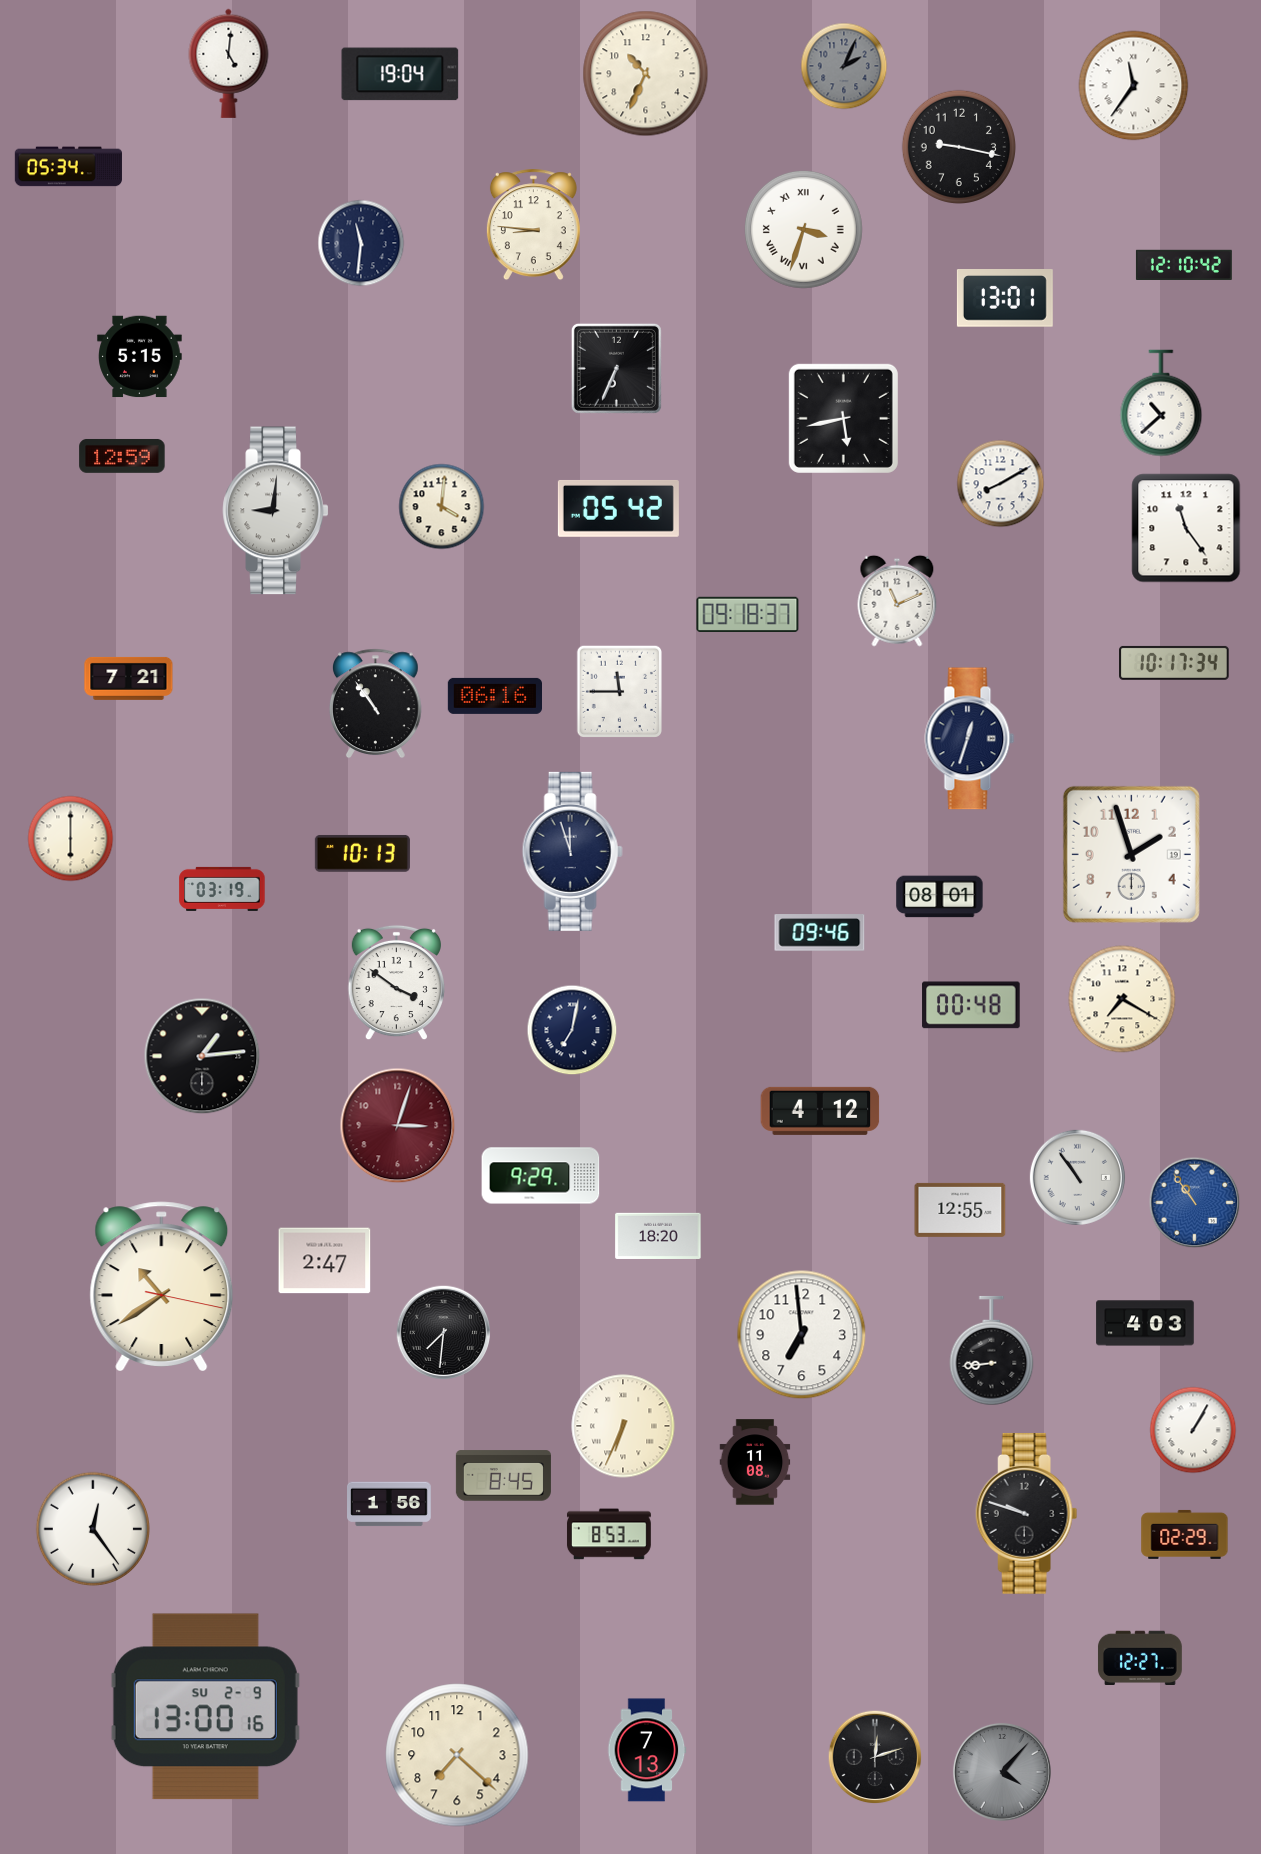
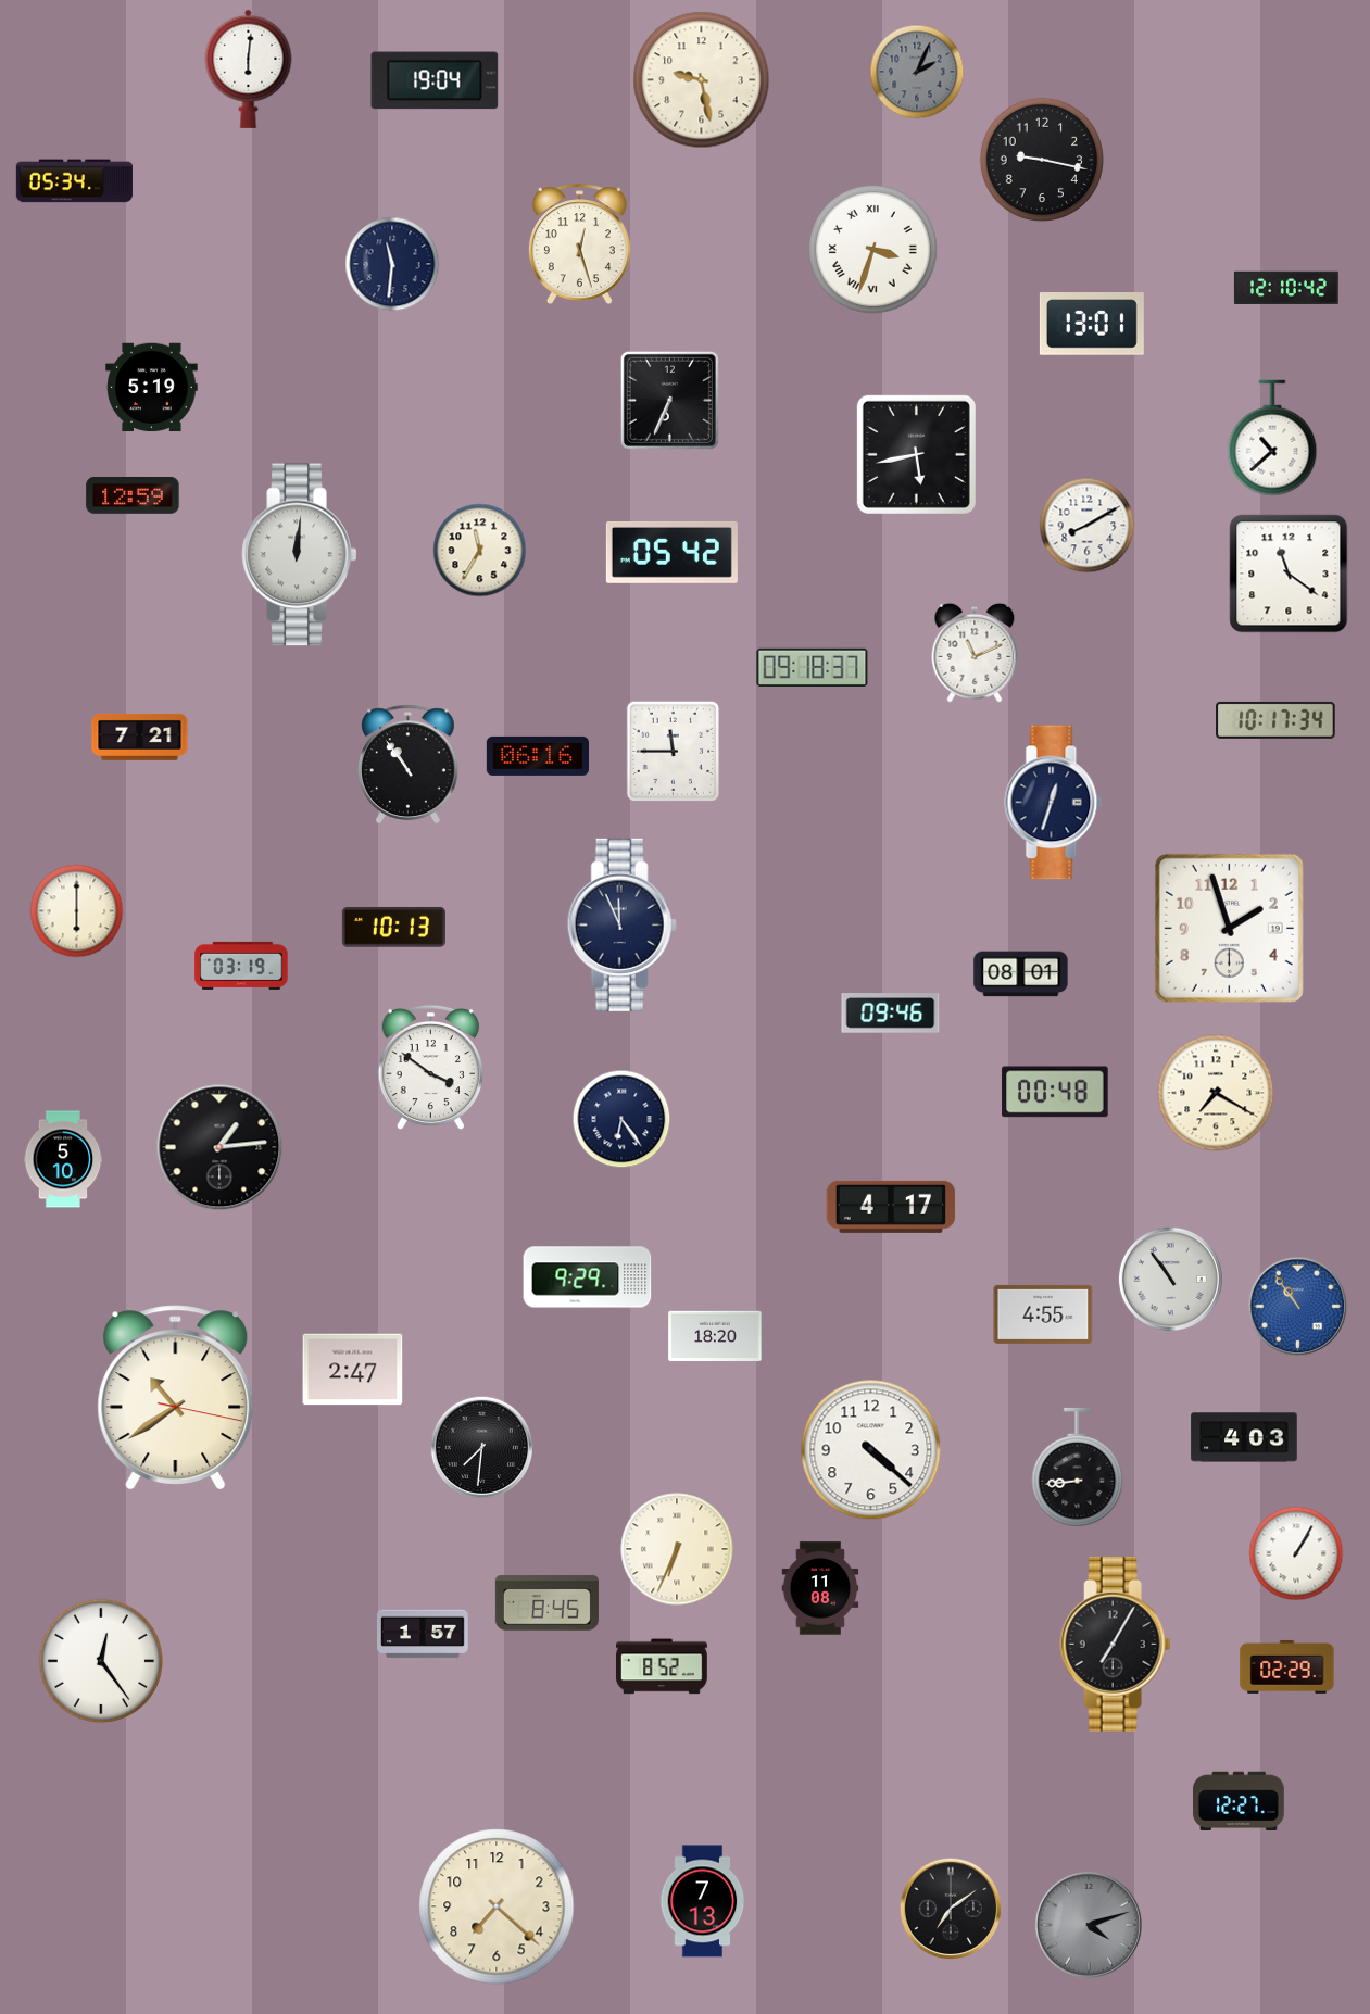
clock at (229, 63): 5:01 -> 6:01
clock at (646, 74): 10:34 -> 9:28
clock at (1134, 86): 11:36 -> none
clock at (533, 225): 8:46 -> 12:27
clock at (140, 357): 5:15 -> 5:19
clock at (1161, 403) position: (1161, 403) -> (1272, 438)
clock at (442, 507): 4:01 -> 11:35
clock at (276, 511): 9:01 -> 12:01
clock at (1186, 528): 11:24 -> 11:21
clock at (572, 851): 11:57 -> 11:56
clock at (1122, 999) position: (1122, 999) -> (1216, 1093)
clock at (572, 1030): 7:02 -> 6:24
clock at (63, 1159): none -> 5:10
clock at (820, 1111): 4:12 -> 4:17
clock at (398, 1126): 3:03 -> none
clock at (960, 1210): 12:55 -> 4:55
clock at (658, 1235) position: (658, 1235) -> (715, 1335)
clock at (802, 1335): 6:59 -> 4:22
clock at (390, 1504): 1:56 -> 1:57
clock at (1027, 1513): 9:48 -> 7:05
clock at (609, 1534): 8:53 -> 8:52
clock at (205, 1707): 13:00 -> none
clock at (875, 1757): 12:12 -> 7:09
clock at (1002, 1772): 4:07 -> 4:12
